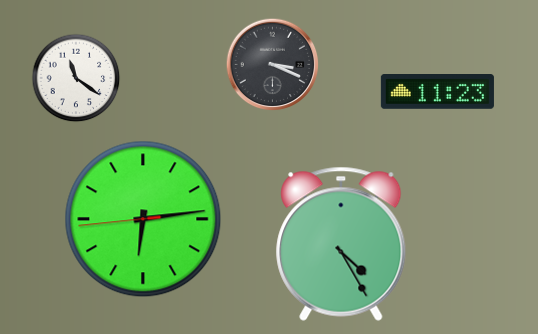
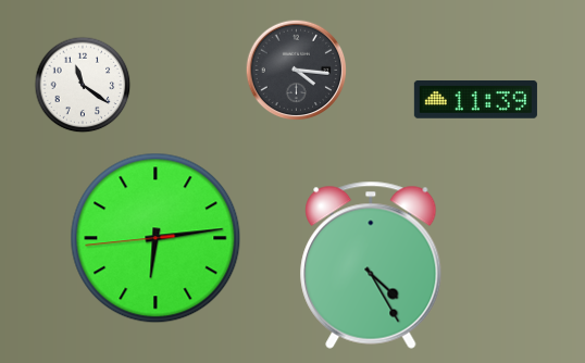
clock at (273, 65): 3:19 -> 4:16
clock at (437, 92): 11:23 -> 11:39
